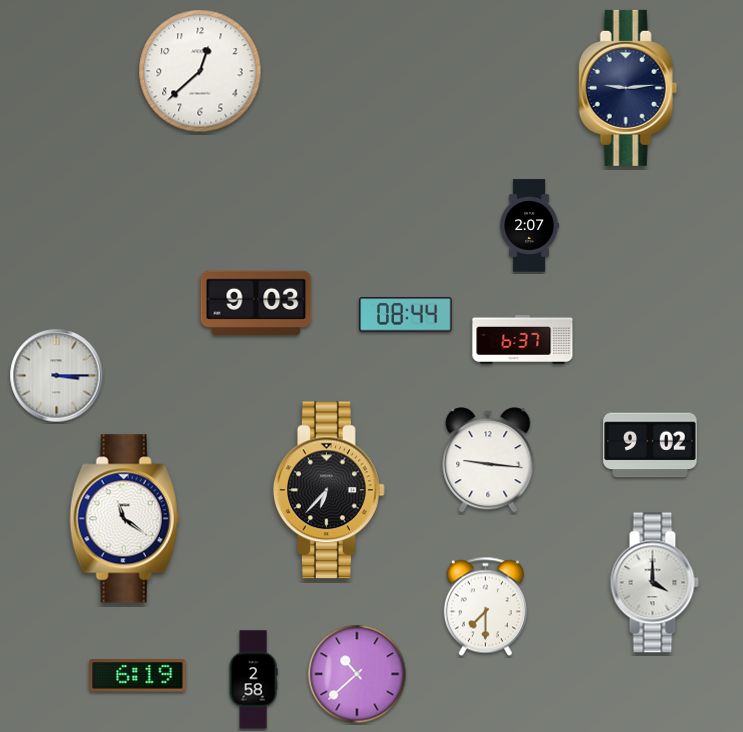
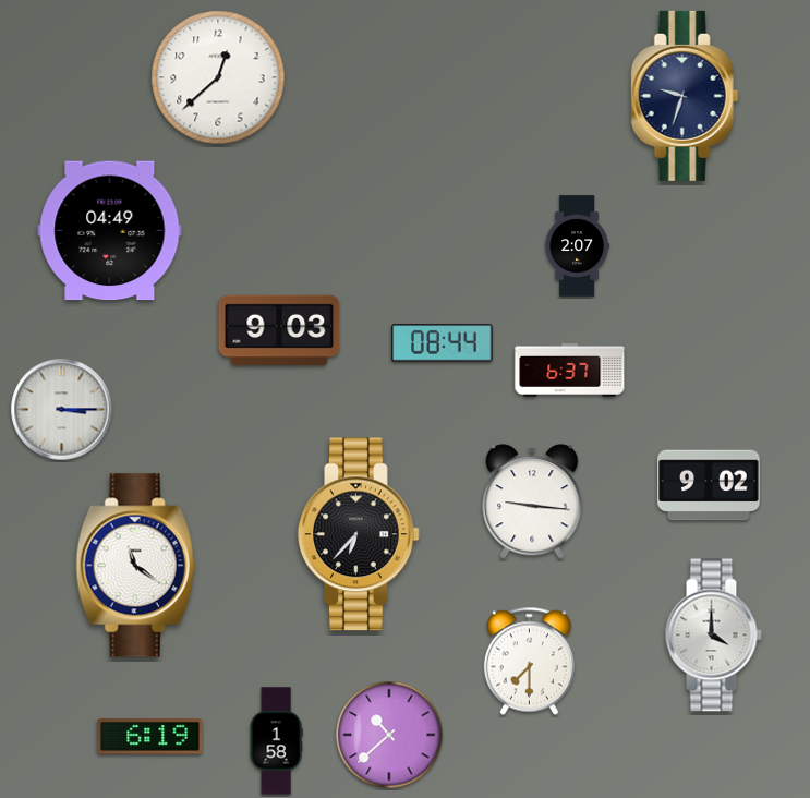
clock at (628, 88): 9:14 -> 9:33
clock at (110, 231): none -> 04:49
clock at (253, 680): 2:58 -> 1:58
